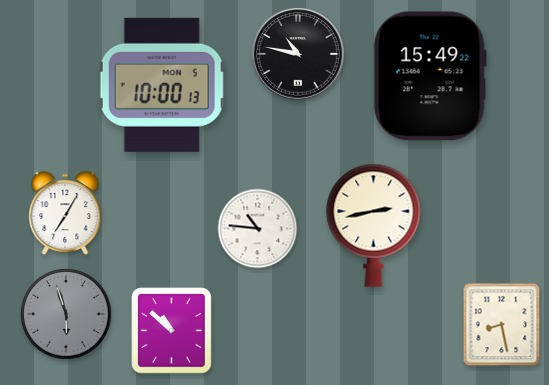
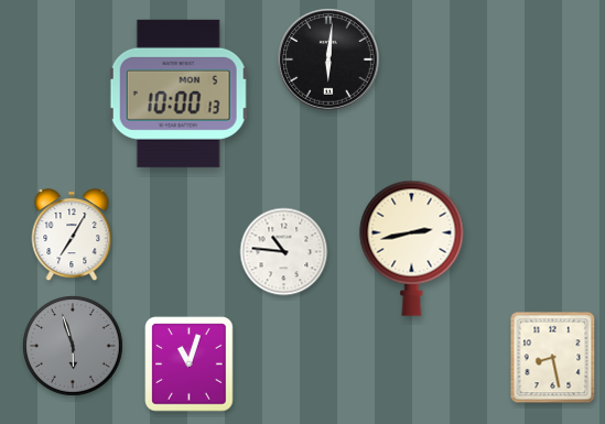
clock at (298, 54): 10:47 -> 6:01
clock at (430, 76): 15:49 -> none
clock at (172, 331): 10:52 -> 11:03
